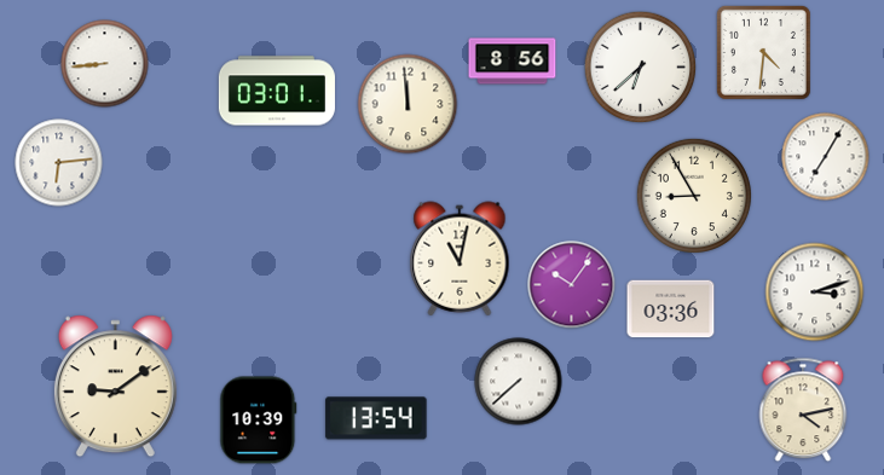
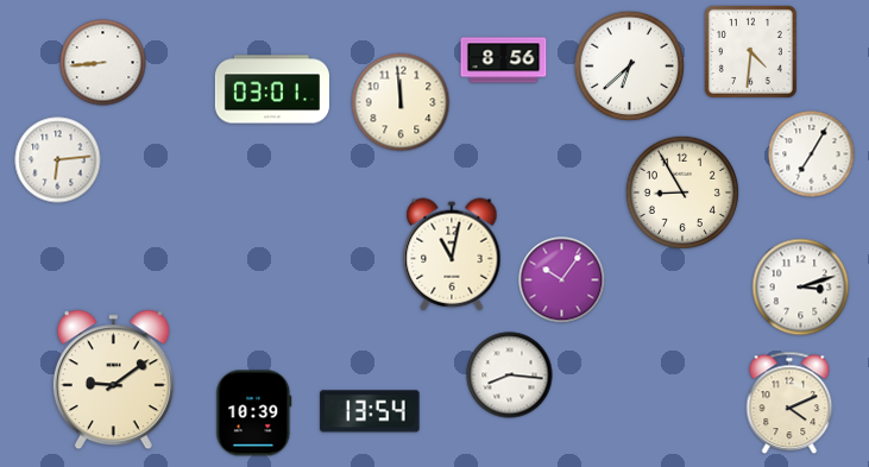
clock at (671, 309): 03:36 -> none
clock at (519, 382): 7:38 -> 8:16
clock at (803, 410): 4:13 -> 4:11
